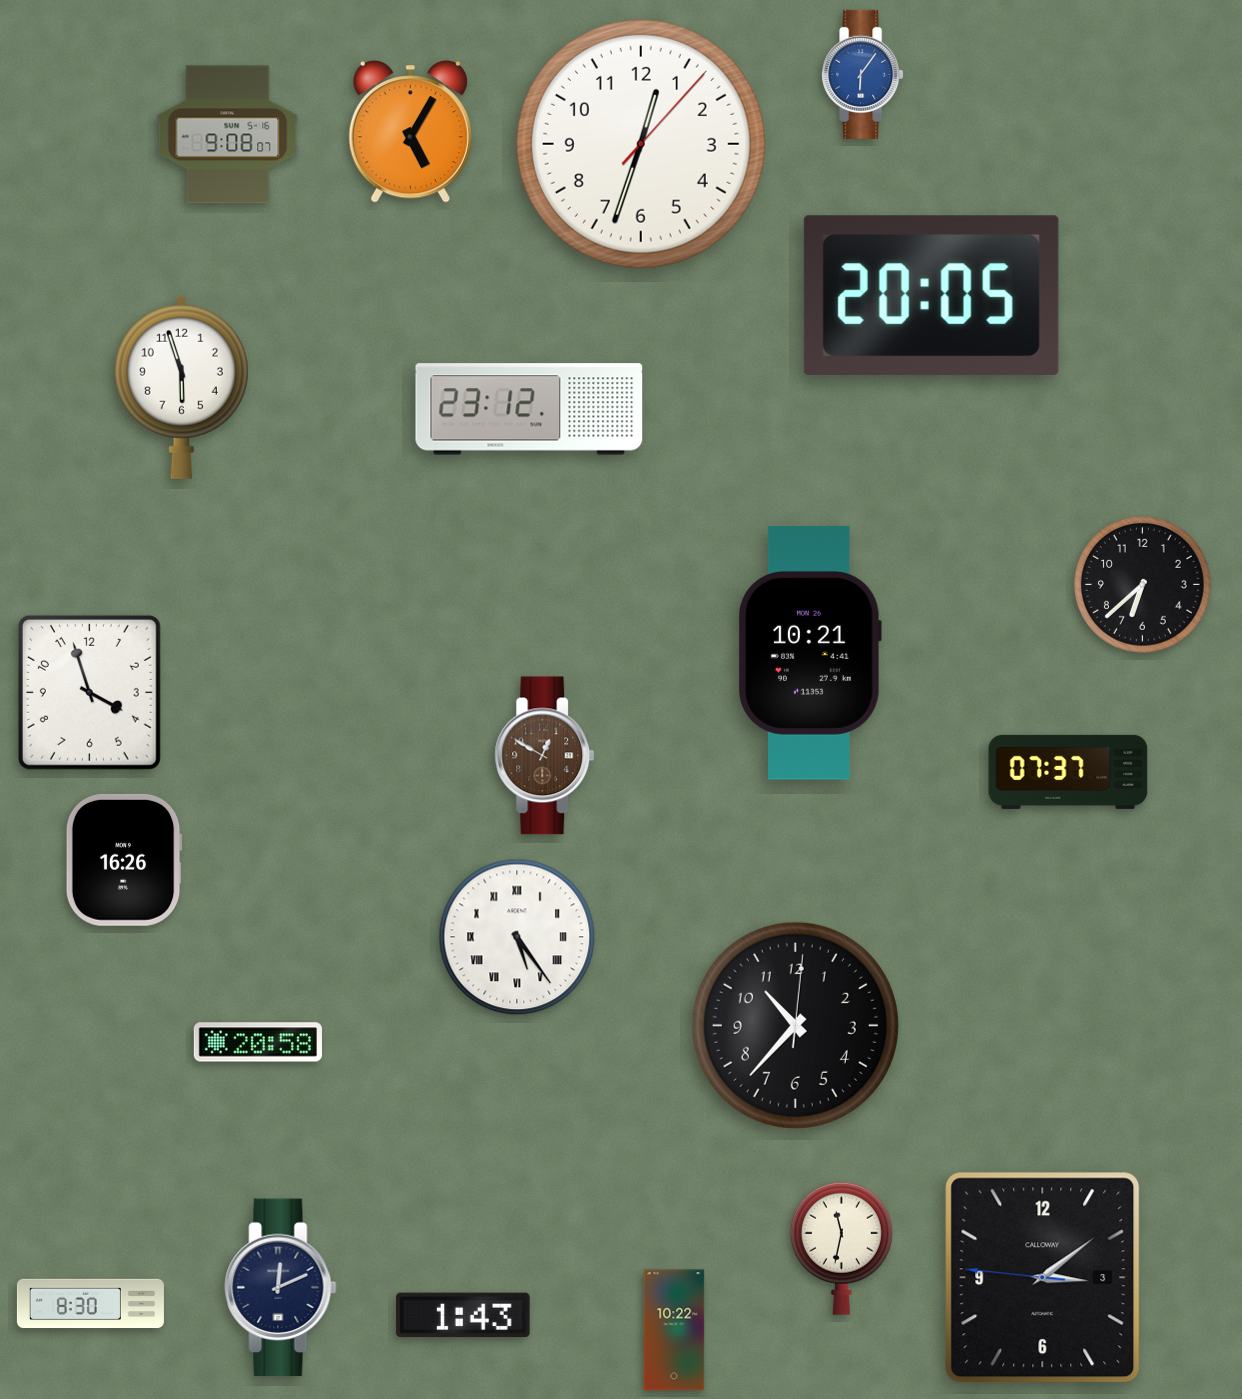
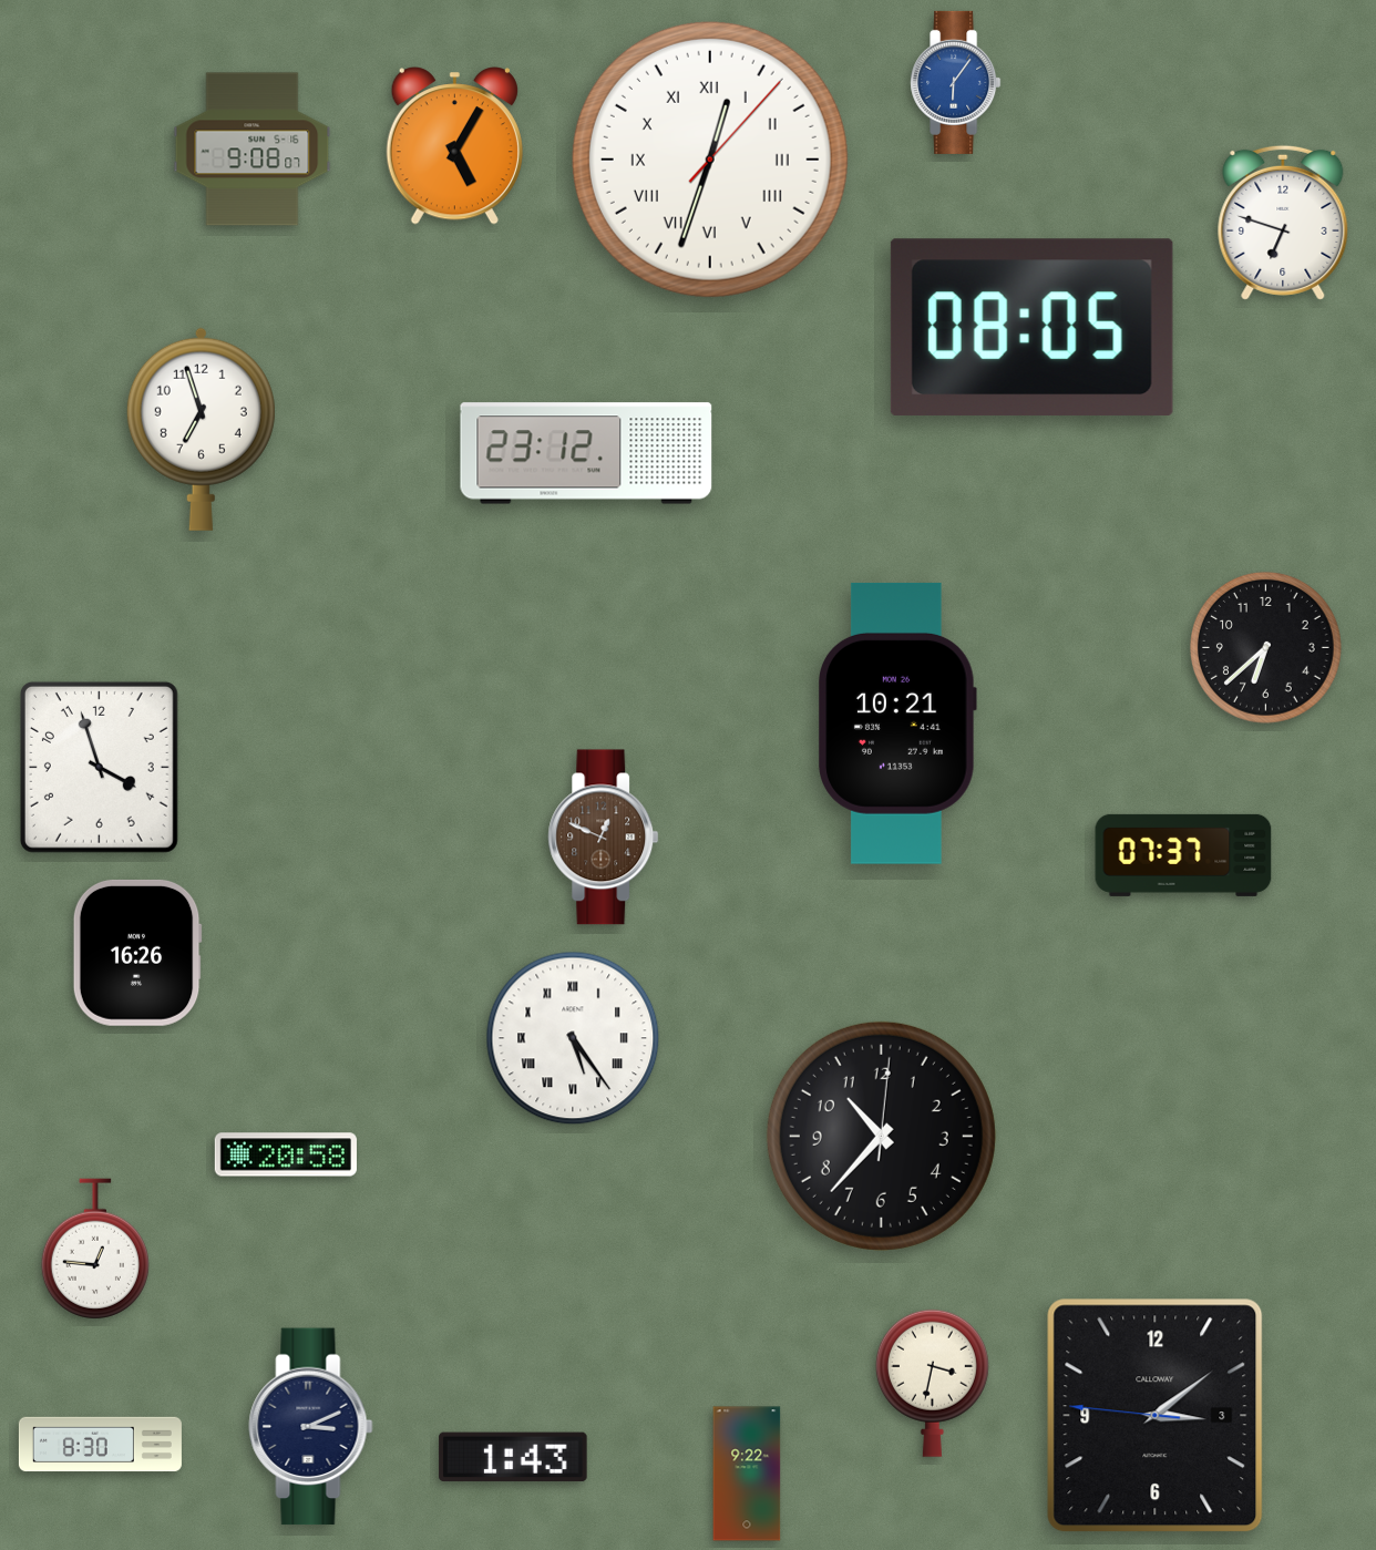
clock at (641, 144) numerals: Arabic -> Roman
clock at (1283, 223): none -> 6:48
clock at (931, 295): 20:05 -> 08:05
clock at (181, 387): 5:57 -> 6:57
clock at (545, 756): 12:50 -> 12:49
clock at (95, 1249): none -> 12:46
clock at (841, 1248): 11:32 -> 3:32
clock at (281, 1288): 12:11 -> 3:11
clock at (674, 1330): 10:22 -> 9:22
